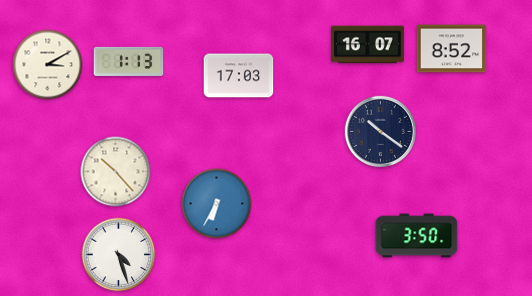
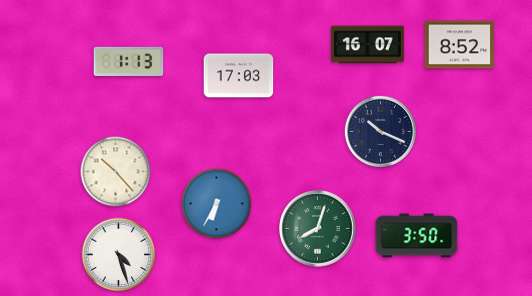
clock at (452, 49) position: (452, 49) -> (460, 45)
clock at (48, 65): 3:10 -> none
clock at (380, 131): 10:21 -> 10:19
clock at (318, 229): none -> 8:03
